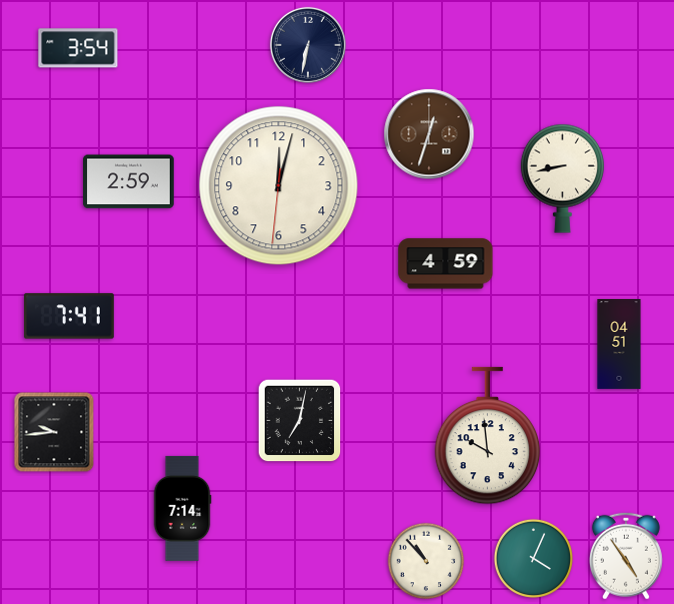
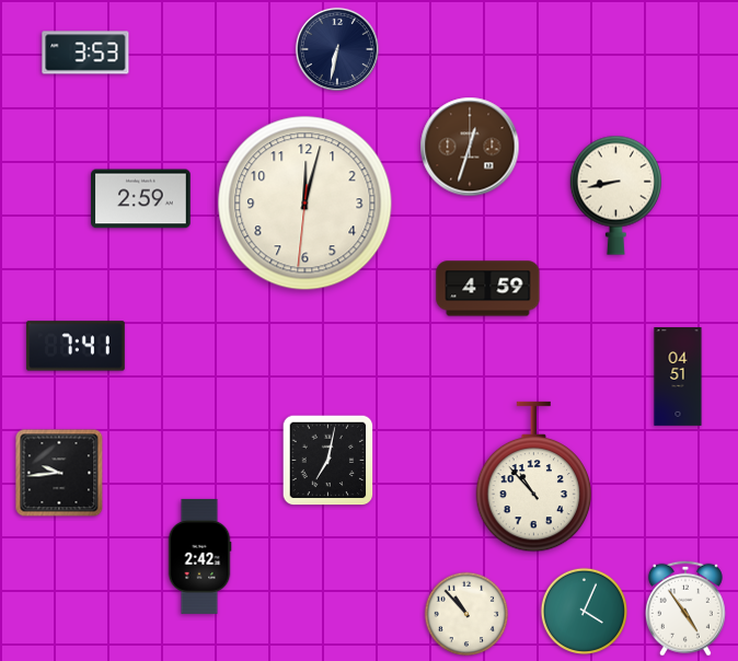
clock at (78, 48): 3:54 -> 3:53
clock at (488, 436): 9:59 -> 10:53
clock at (182, 508): 7:14 -> 2:42
